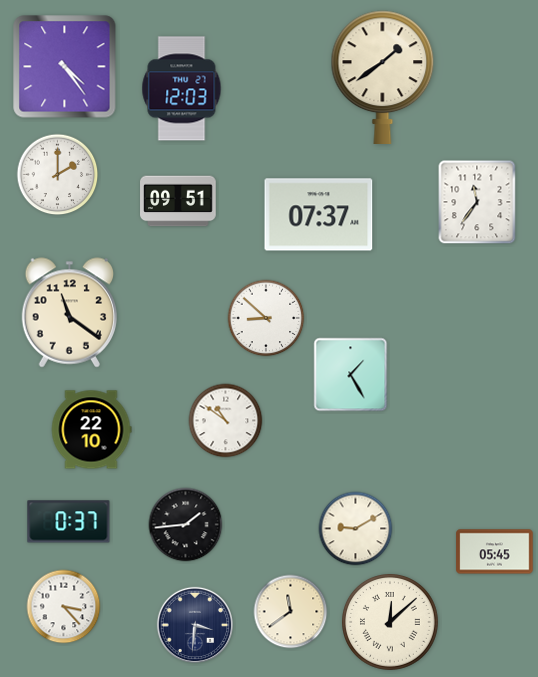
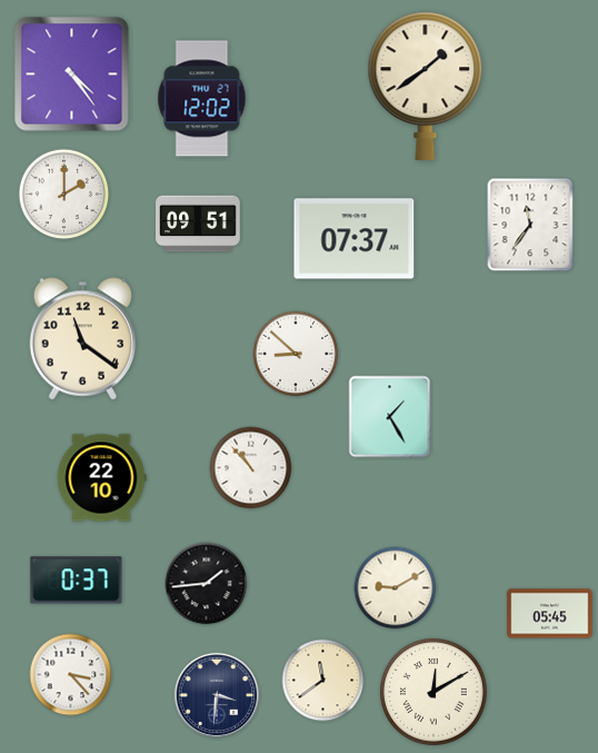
clock at (182, 89): 12:03 -> 12:02
clock at (69, 313) position: (69, 313) -> (82, 339)
clock at (226, 421): 10:51 -> 10:53
clock at (391, 623): 12:08 -> 12:10
